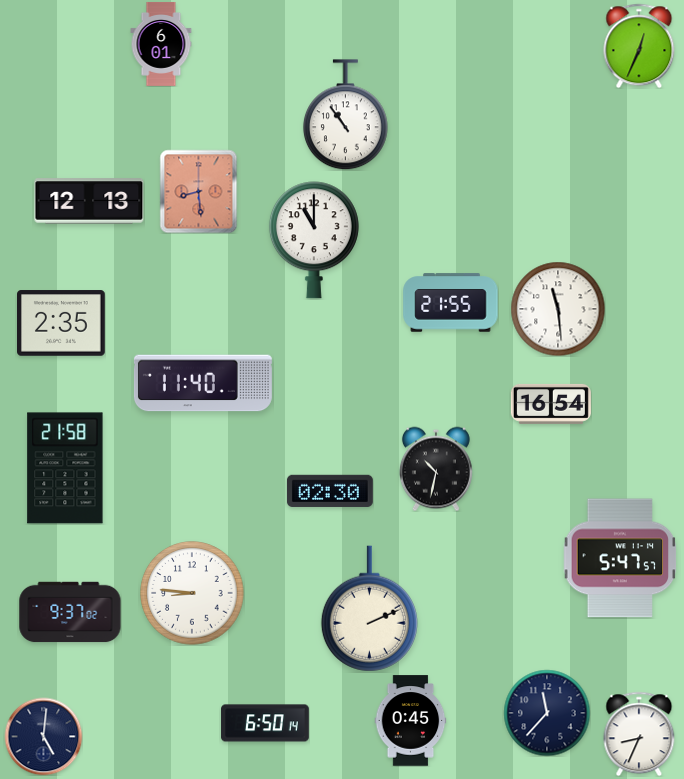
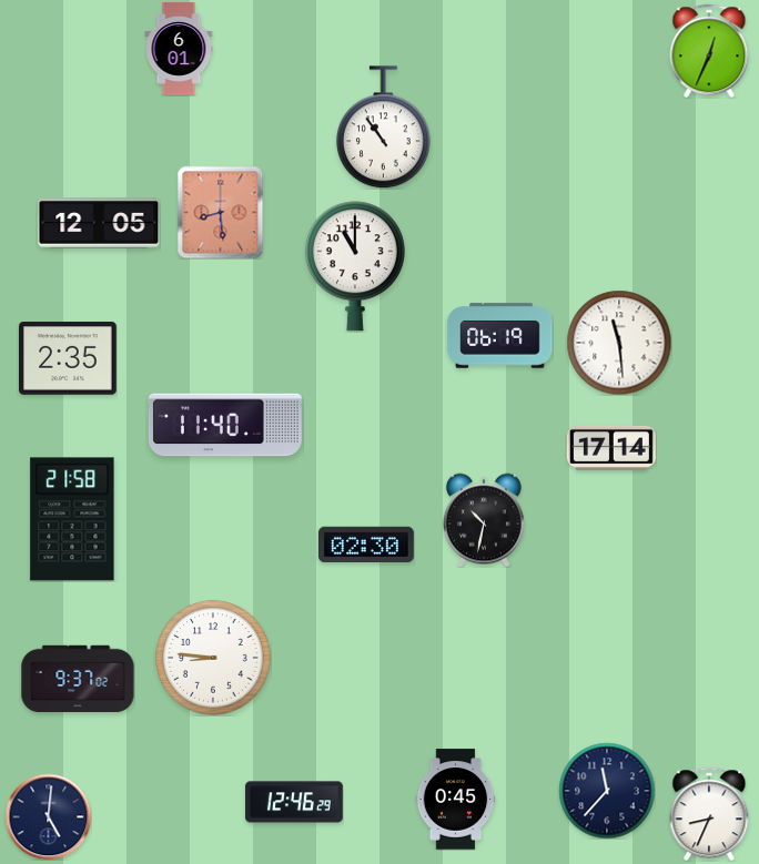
clock at (89, 201): 12:13 -> 12:05
clock at (314, 240) position: (314, 240) -> (355, 266)
clock at (451, 303): 21:55 -> 06:19
clock at (551, 404): 16:54 -> 17:14
clock at (620, 558): 5:47 -> none
clock at (369, 609): 2:11 -> none
clock at (265, 723): 6:50 -> 12:46
